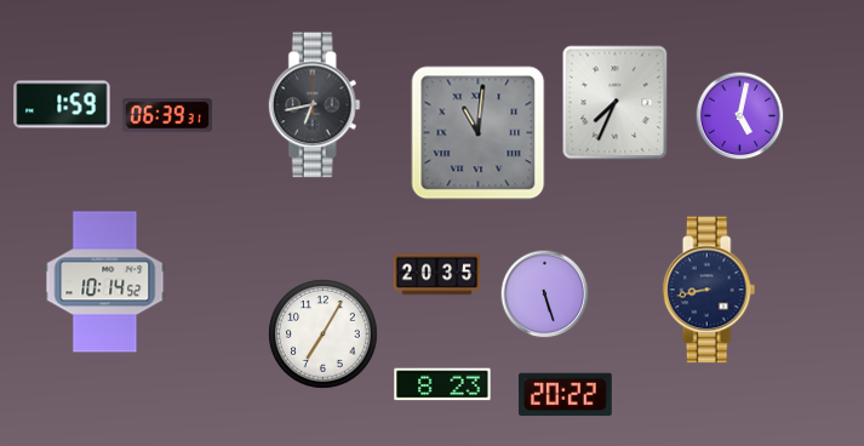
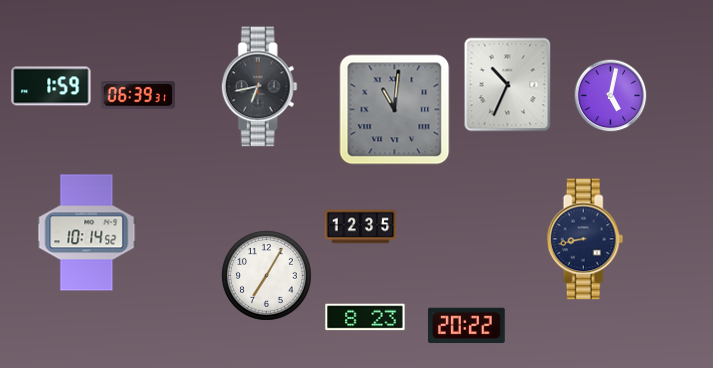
clock at (616, 103): 7:34 -> 10:34
clock at (437, 275): 20:35 -> 12:35
clock at (545, 295): 5:27 -> none
